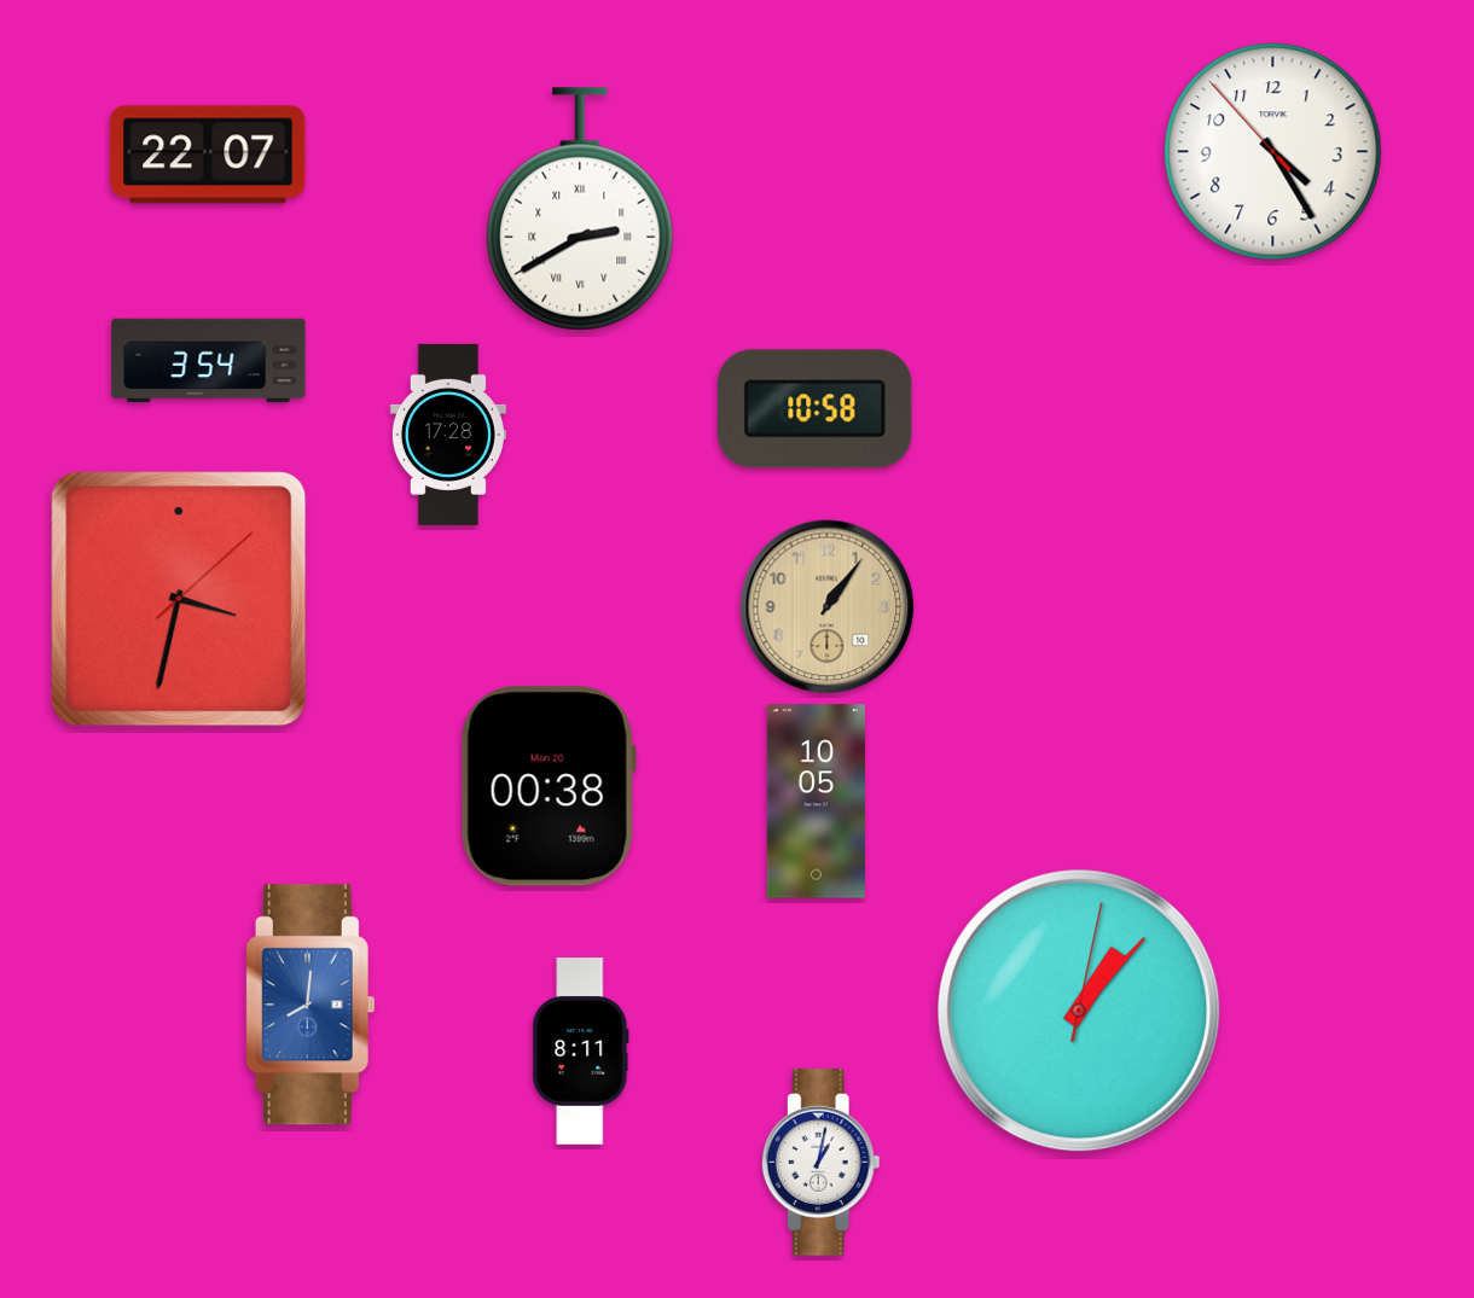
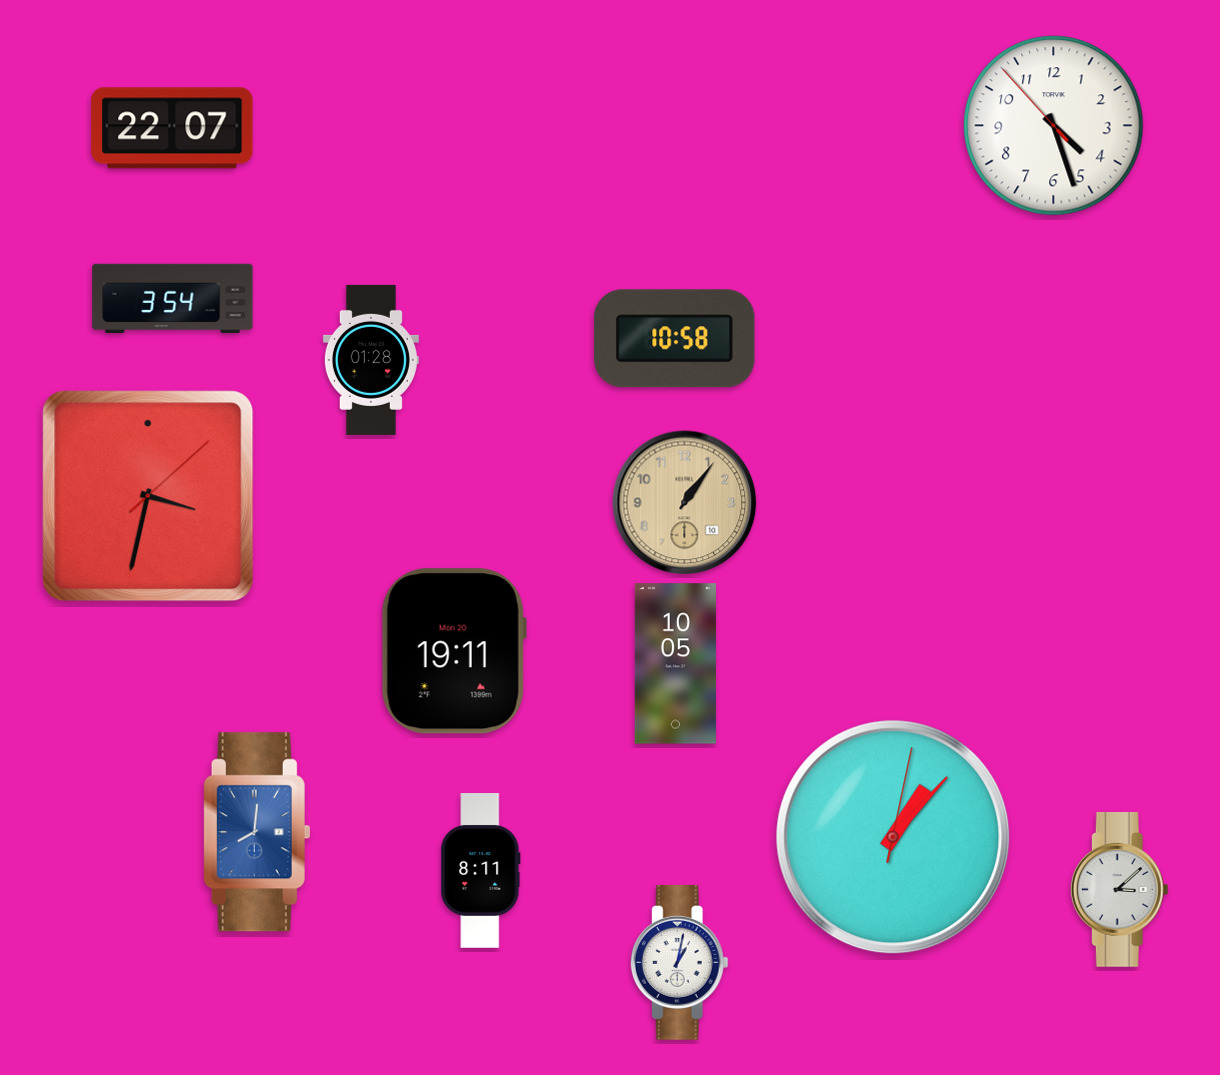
clock at (1273, 152): 4:24 -> 4:26
clock at (580, 209): 2:40 -> none
clock at (448, 435): 17:28 -> 01:28
clock at (549, 786): 00:38 -> 19:11
clock at (1119, 890): none -> 3:08
